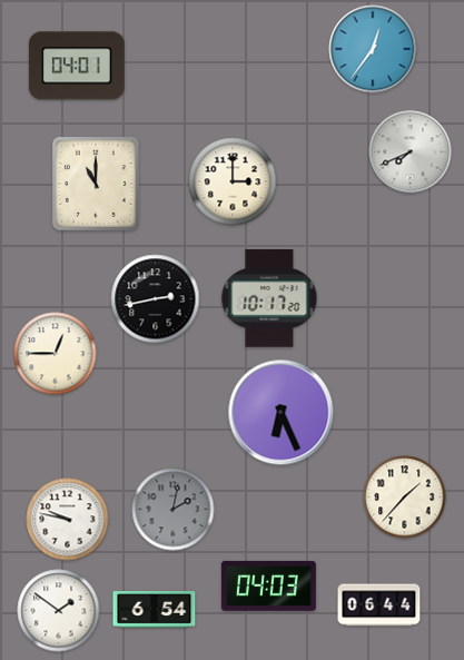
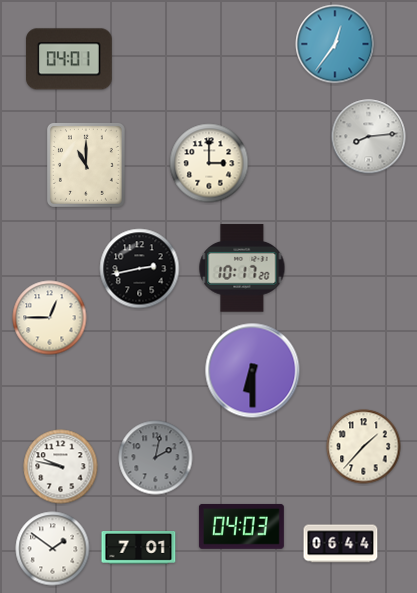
clock at (411, 152): 7:41 -> 8:14
clock at (282, 413): 6:26 -> 6:30
clock at (155, 610): 6:54 -> 7:01
